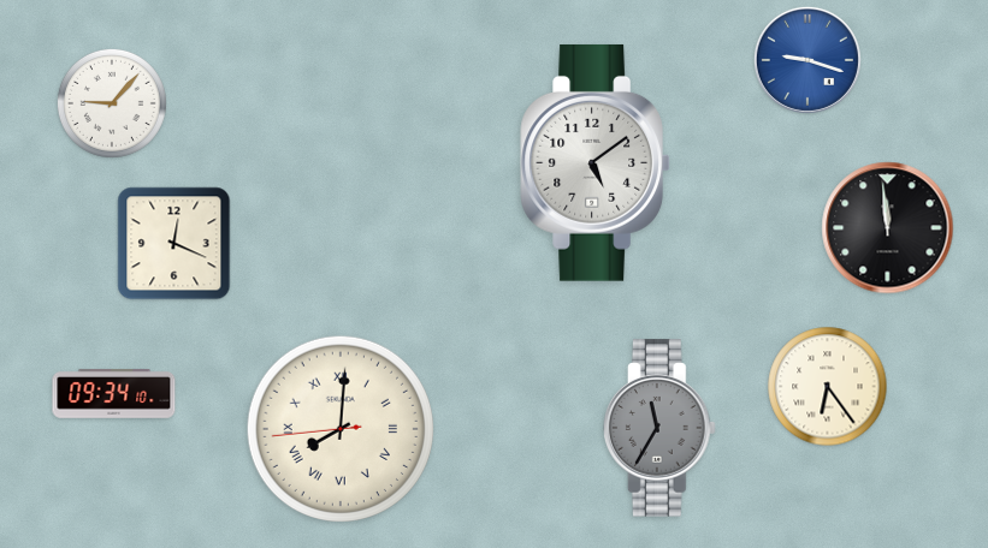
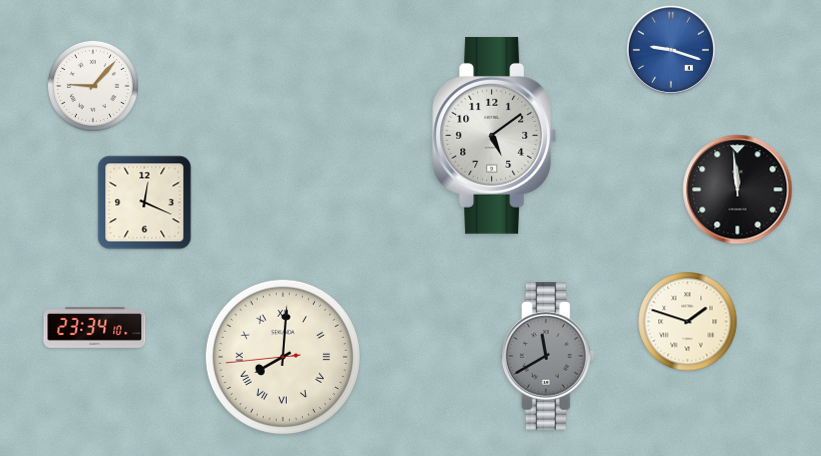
clock at (828, 387): 6:24 -> 1:48
clock at (114, 394): 09:34 -> 23:34
clock at (661, 428): 11:35 -> 11:40
